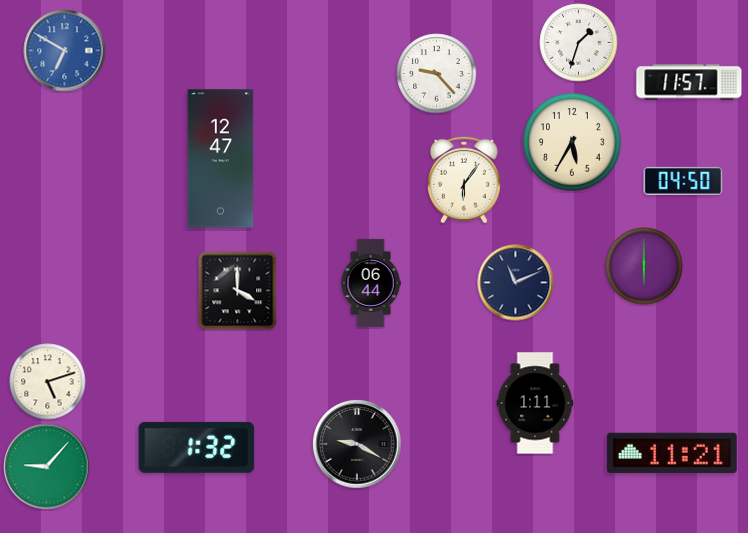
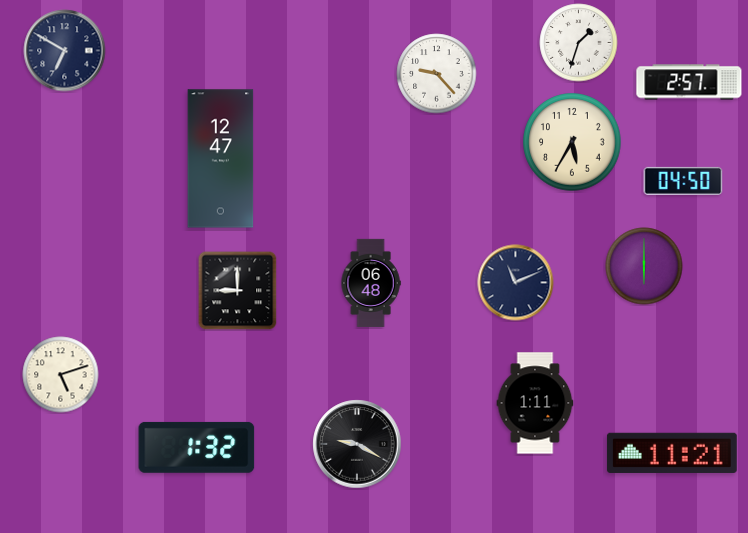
clock at (65, 51) dial: blue -> navy
clock at (689, 82): 11:57 -> 2:57
clock at (464, 180): 6:06 -> none
clock at (371, 283): 06:44 -> 06:48
clock at (238, 291): 4:00 -> 9:00
clock at (48, 382) position: (48, 382) -> (61, 375)
clock at (47, 467): 9:07 -> none
